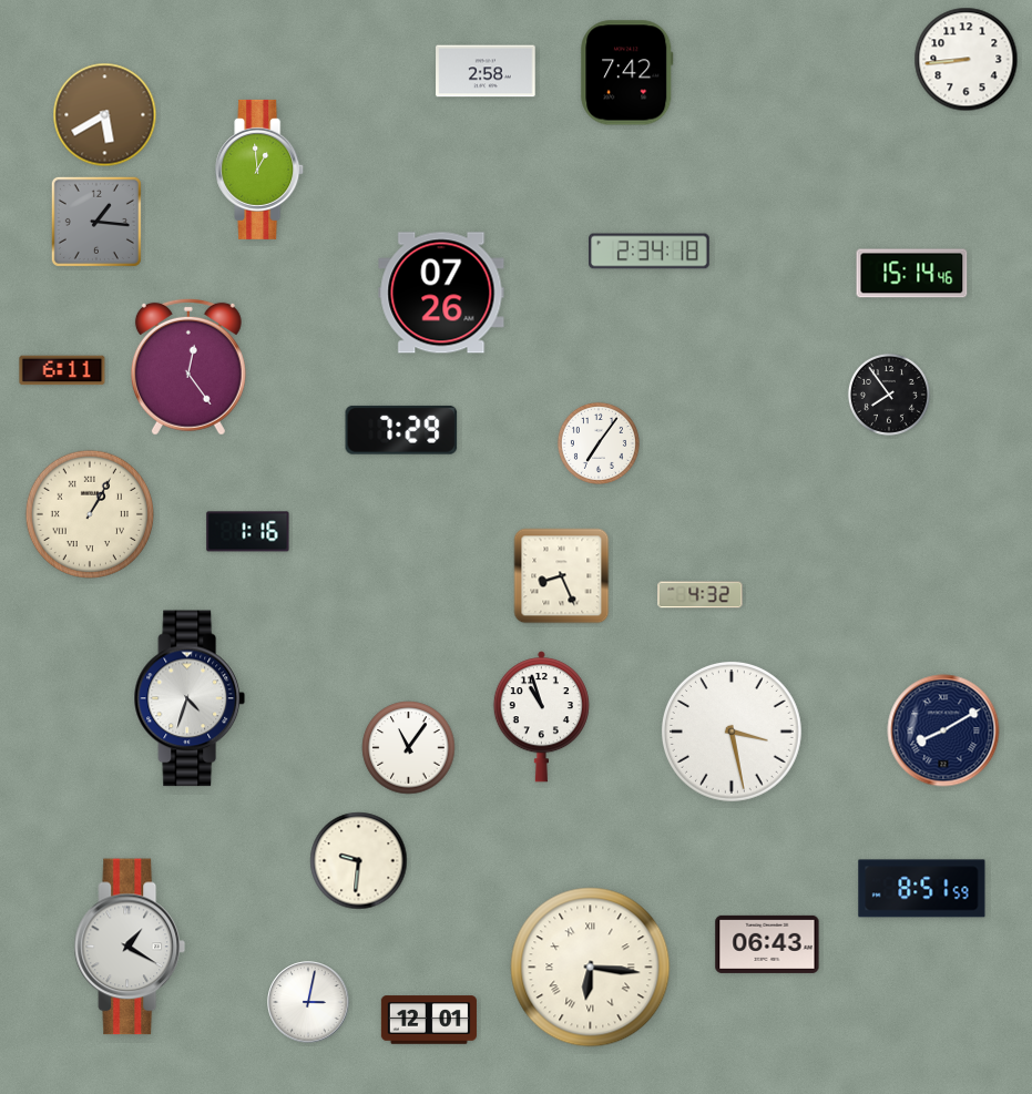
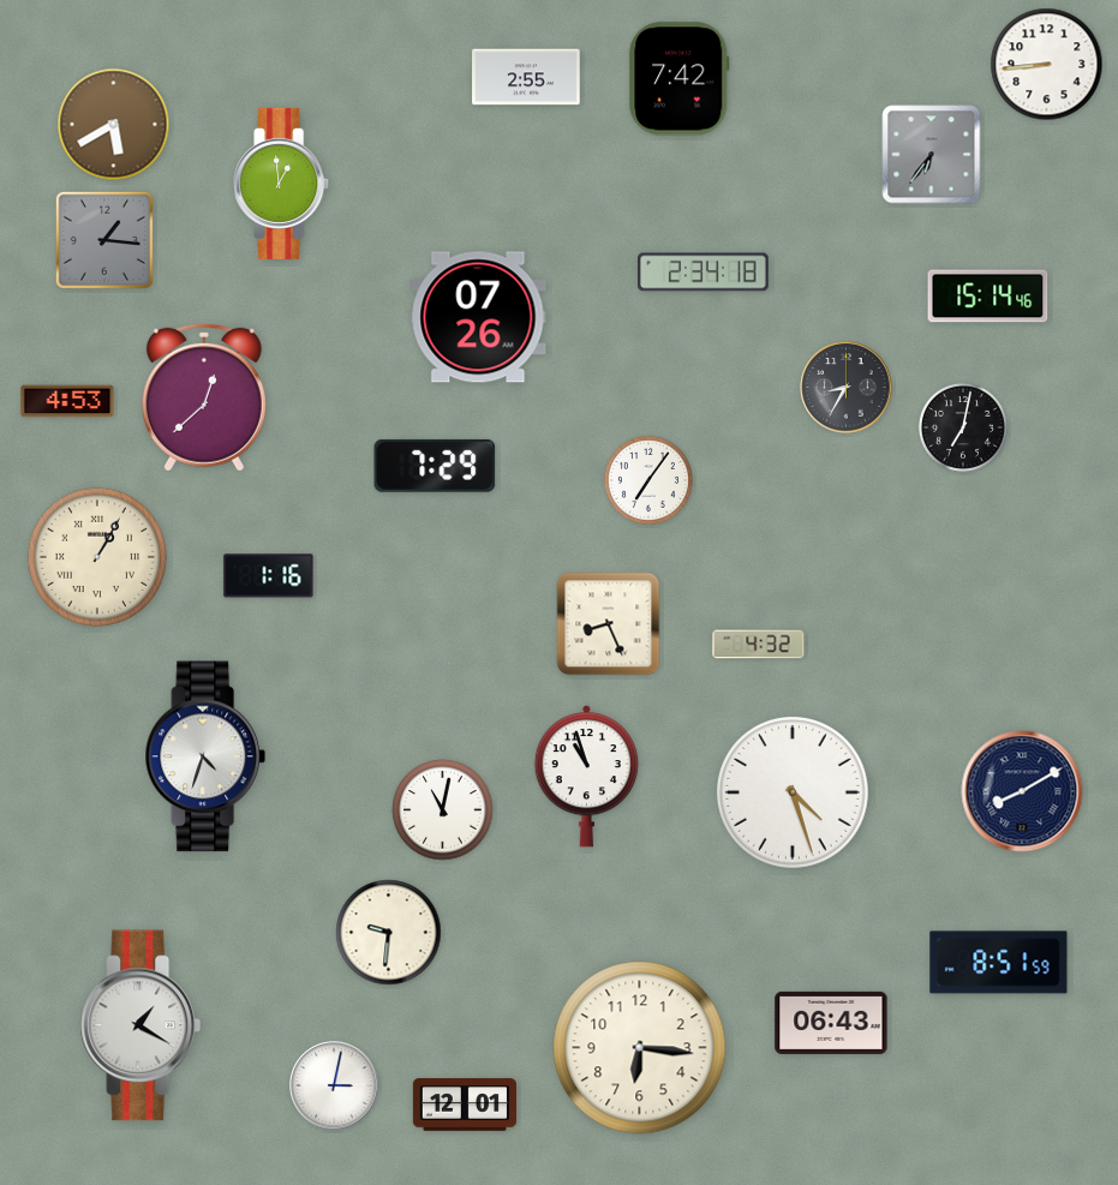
clock at (486, 71): 2:58 -> 2:55
clock at (932, 155): none -> 6:36
clock at (847, 388): none -> 8:35
clock at (188, 367): 12:24 -> 12:38
clock at (62, 370): 6:11 -> 4:53
clock at (889, 395): 7:54 -> 7:02
clock at (732, 732): 3:28 -> 4:27
clock at (409, 748): 11:06 -> 11:02
clock at (591, 968) numerals: Roman -> Arabic
